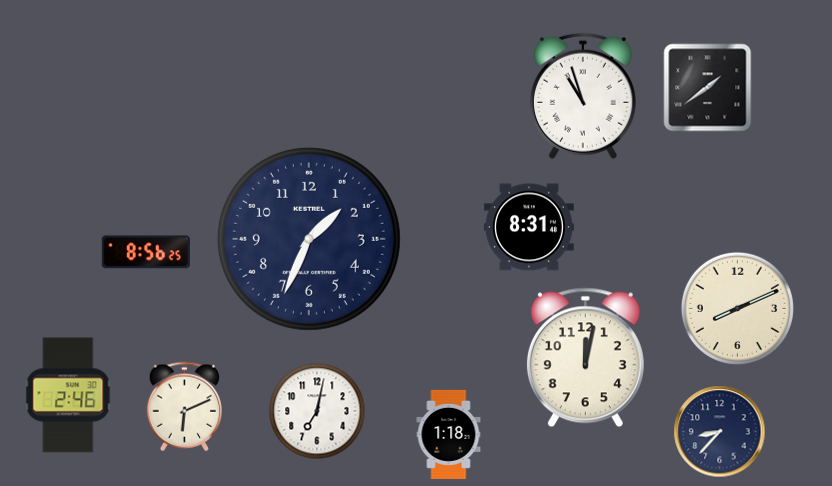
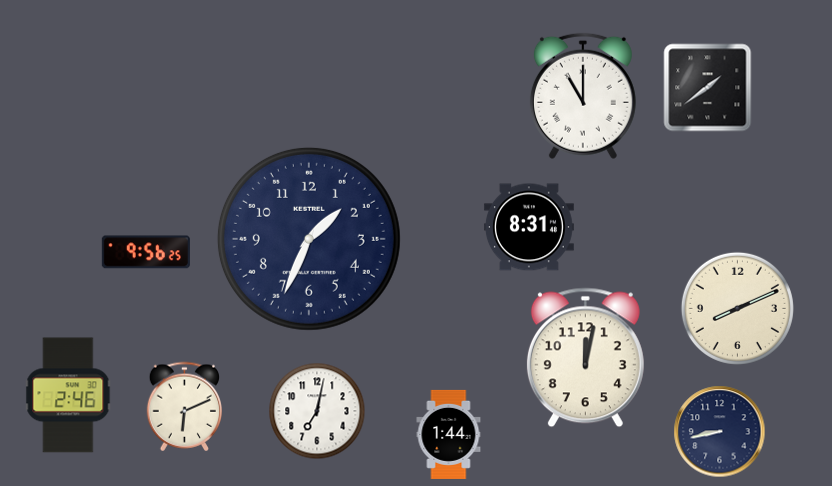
clock at (583, 96): 10:57 -> 11:00
clock at (146, 252): 8:56 -> 9:56
clock at (720, 432): 8:37 -> 8:43
clock at (449, 434): 1:18 -> 1:44
